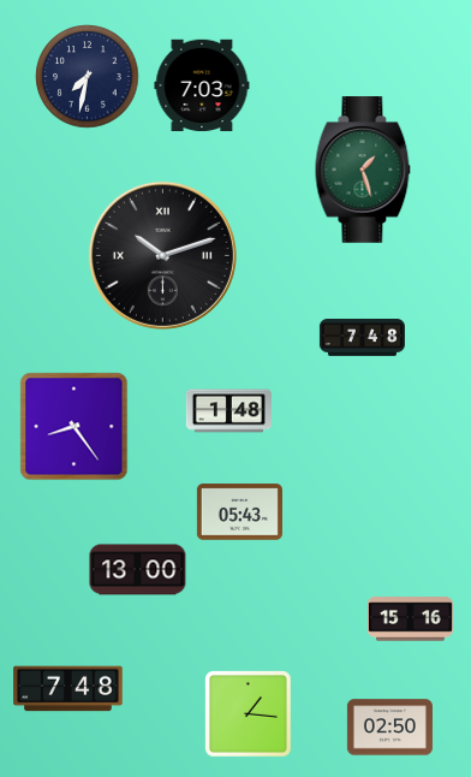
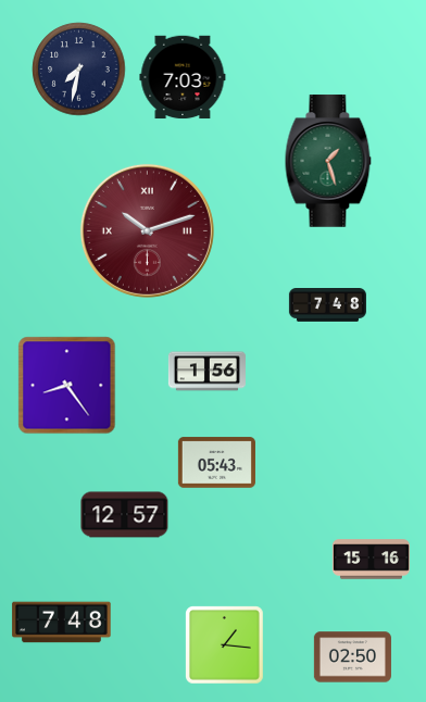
clock at (363, 170) position: (363, 170) -> (328, 161)
clock at (162, 255) dial: black -> burgundy
clock at (228, 411): 1:48 -> 1:56
clock at (138, 570): 13:00 -> 12:57
